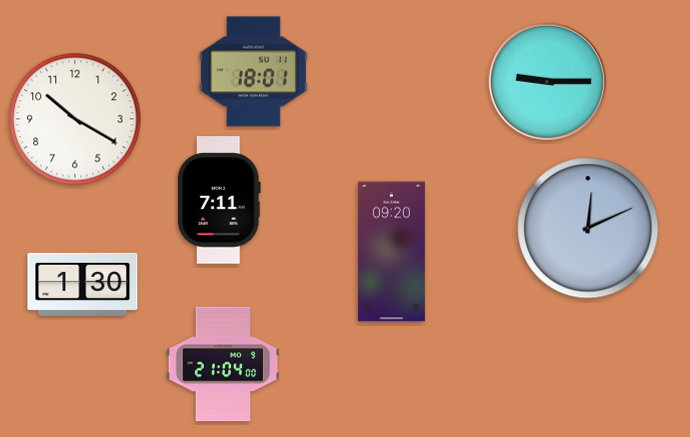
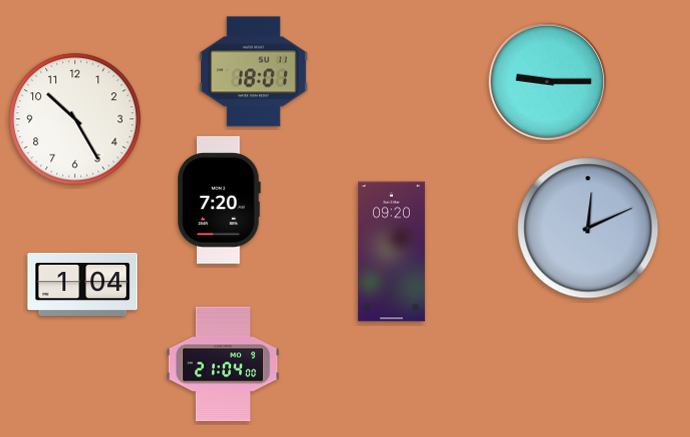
clock at (75, 119): 10:20 -> 10:25
clock at (219, 200): 7:11 -> 7:20
clock at (83, 284): 1:30 -> 1:04
